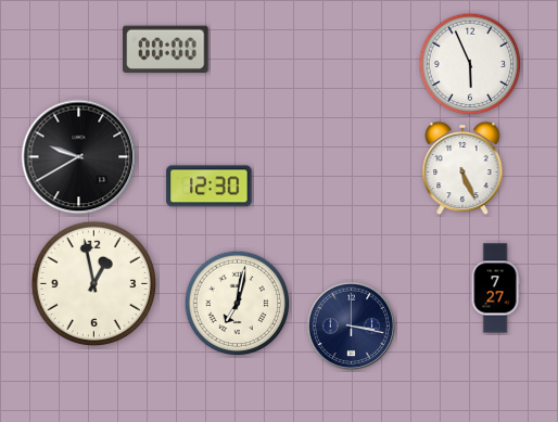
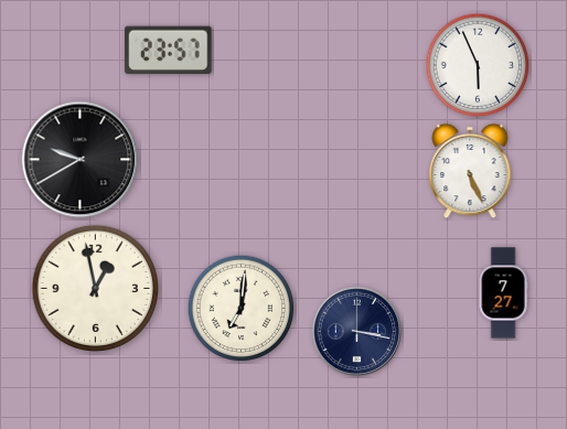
clock at (166, 49): 00:00 -> 23:57
clock at (210, 187): 12:30 -> none
clock at (238, 304): 7:02 -> 7:01
